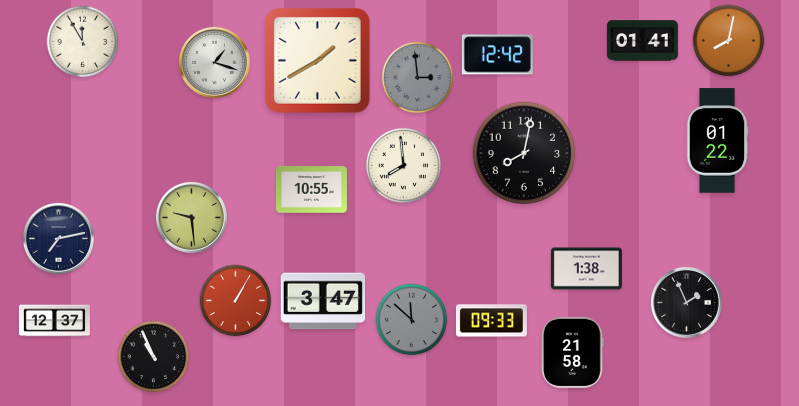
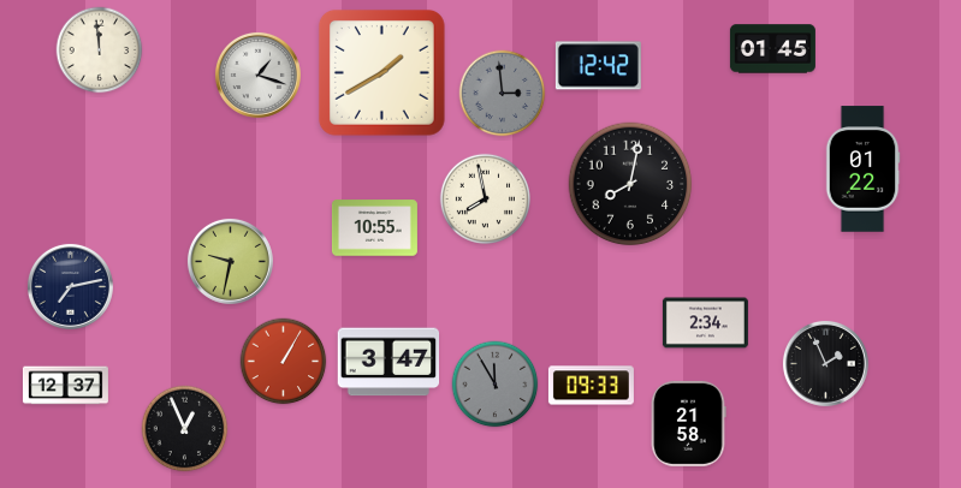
clock at (642, 41): 01:41 -> 01:45
clock at (729, 41): 8:02 -> none
clock at (83, 42): 11:55 -> 11:59
clock at (403, 165): 7:59 -> 7:58
clock at (191, 217): 9:29 -> 9:32
clock at (586, 269): 1:38 -> 2:34
clock at (412, 320): 11:52 -> 11:55
clock at (154, 357): 10:56 -> 12:56
